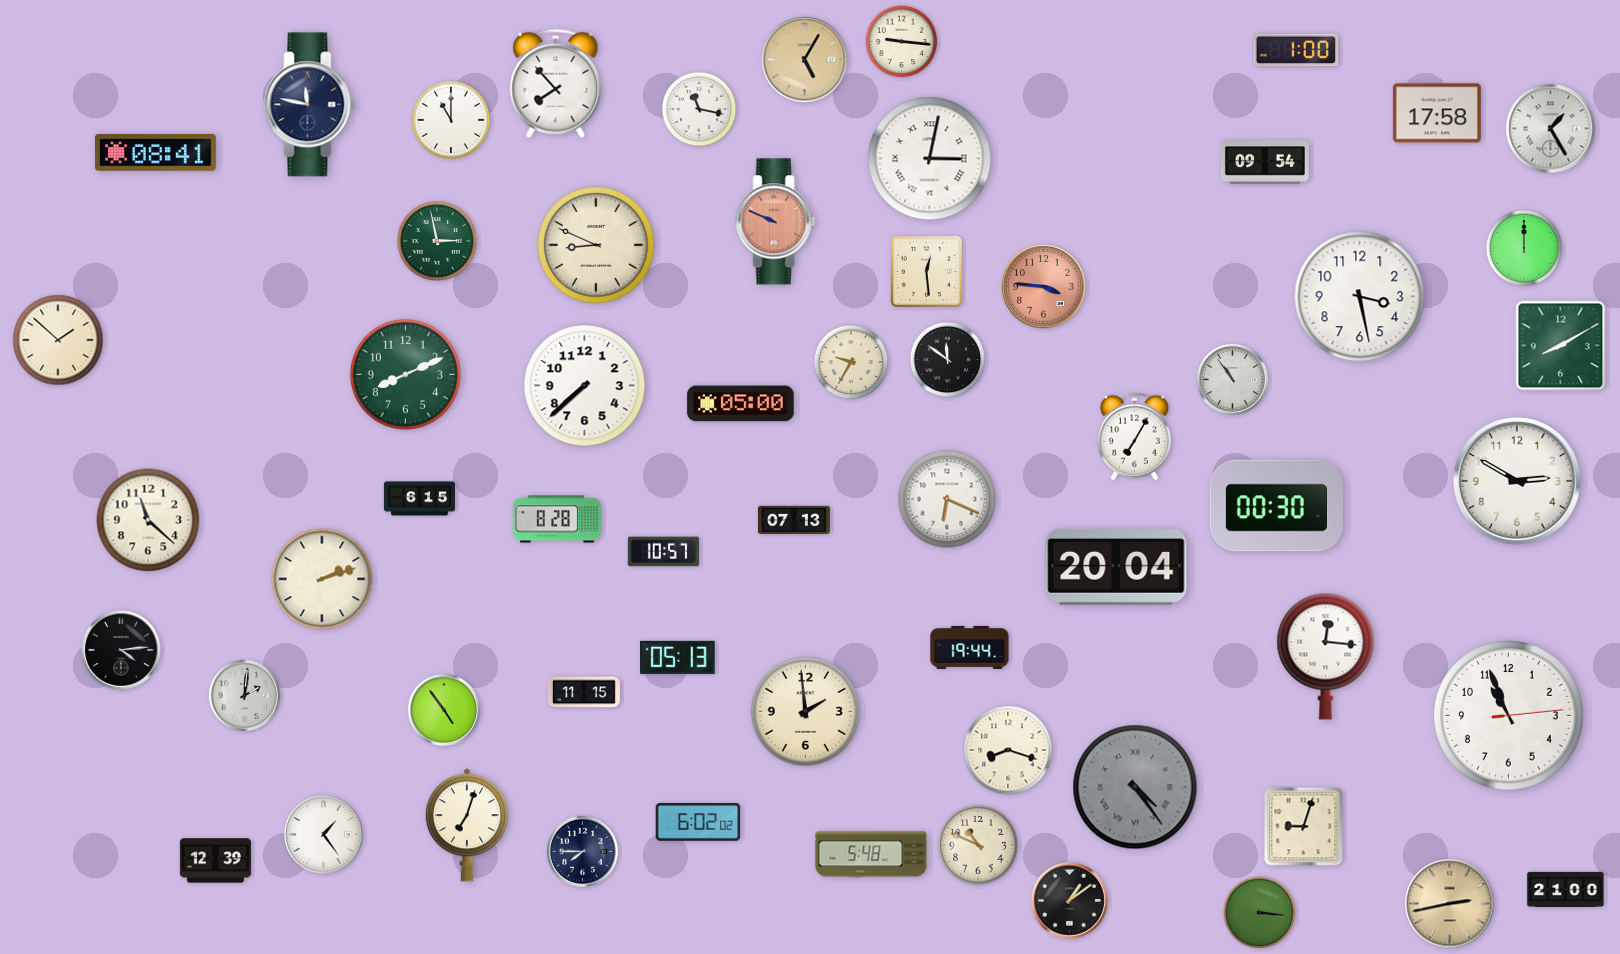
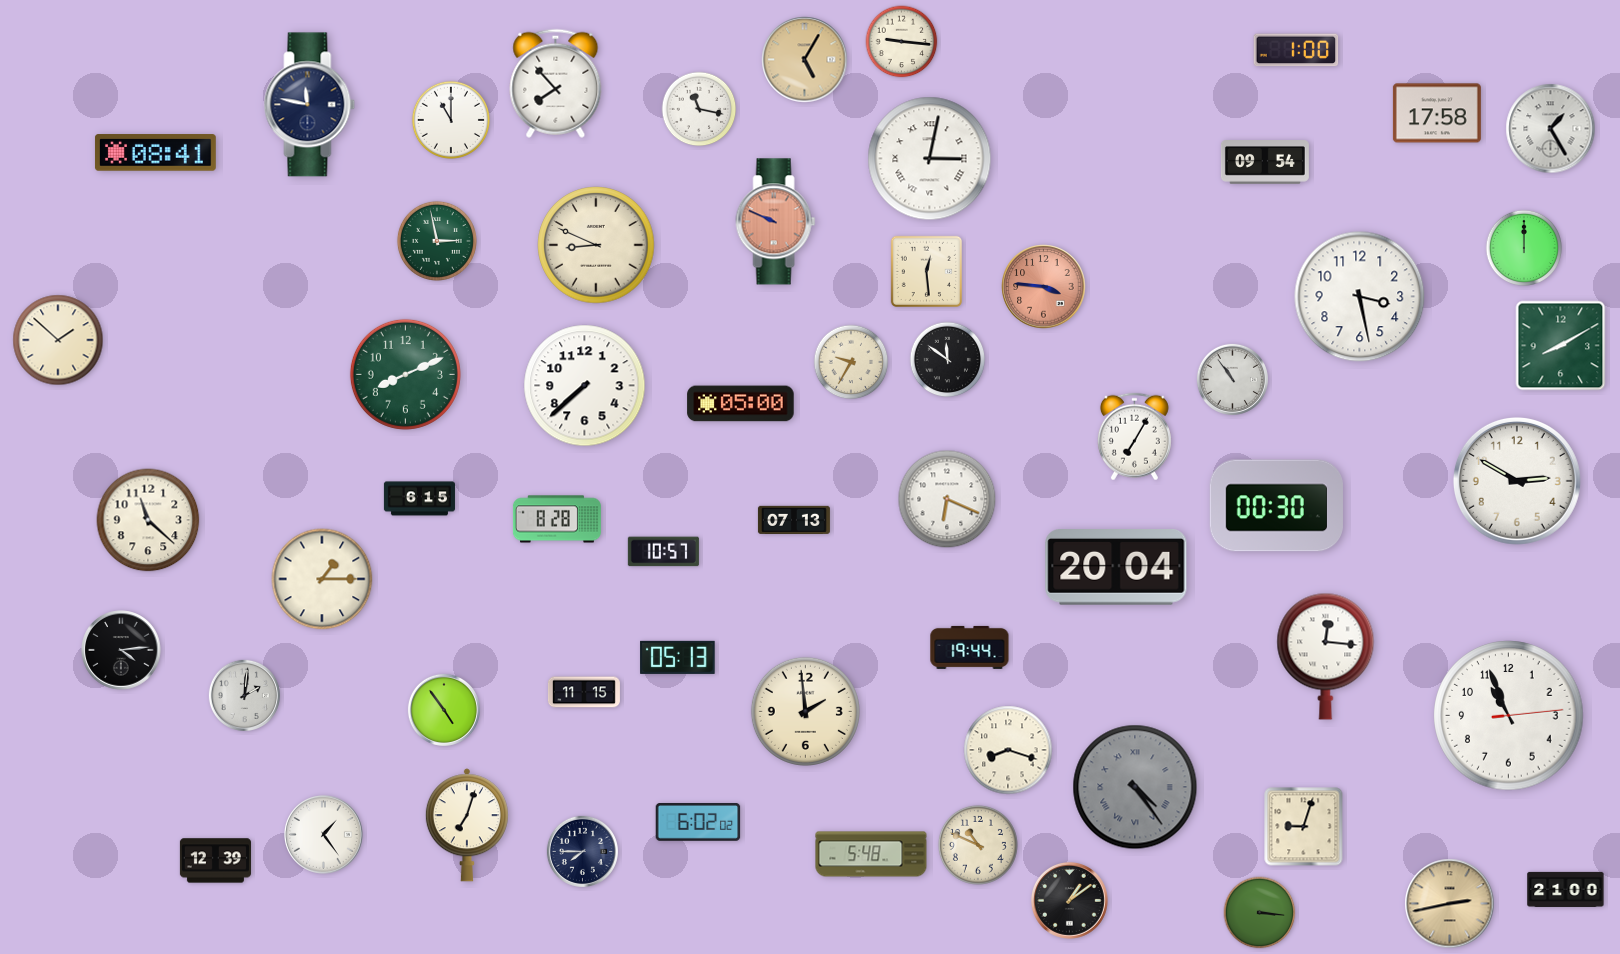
clock at (322, 579): 2:12 -> 1:15
